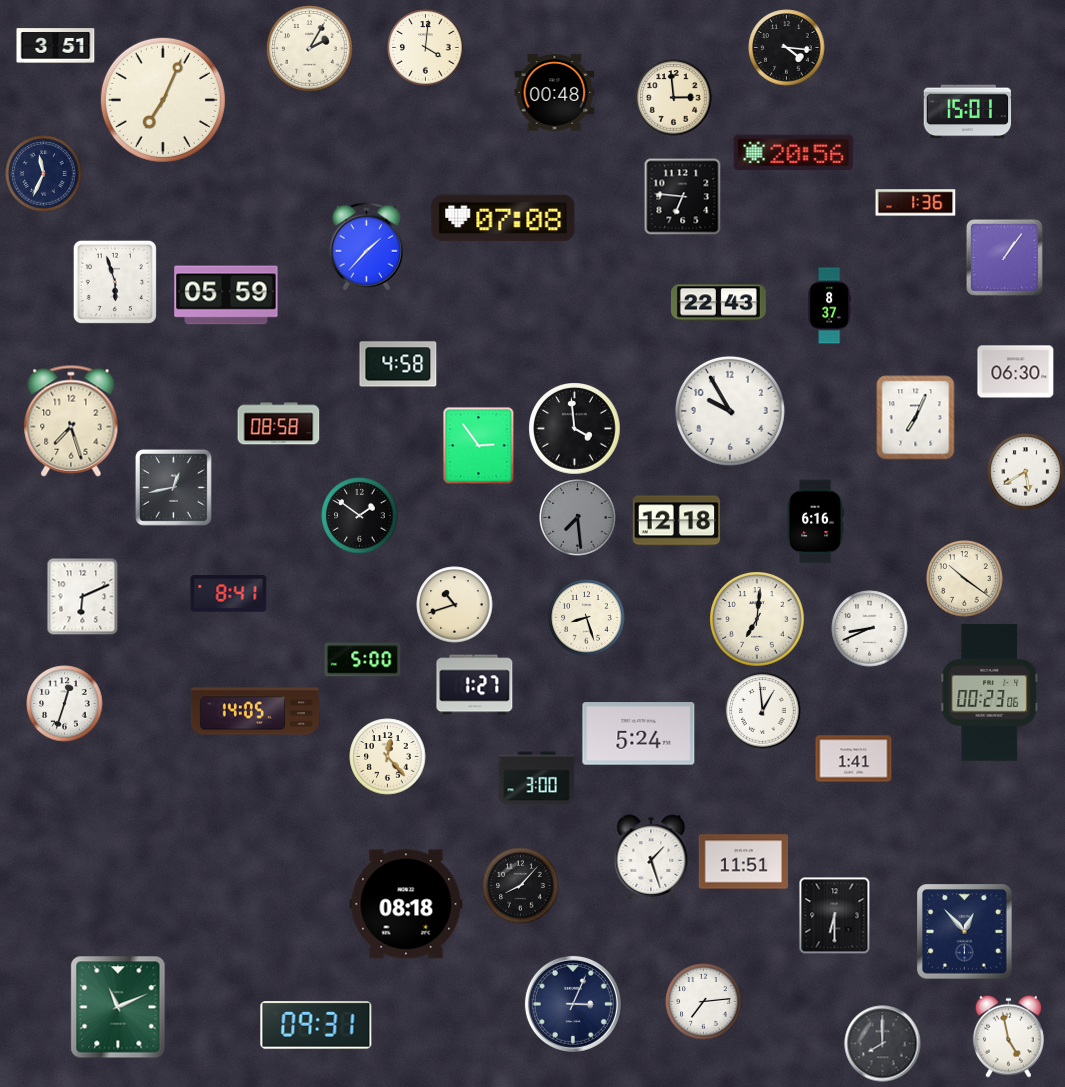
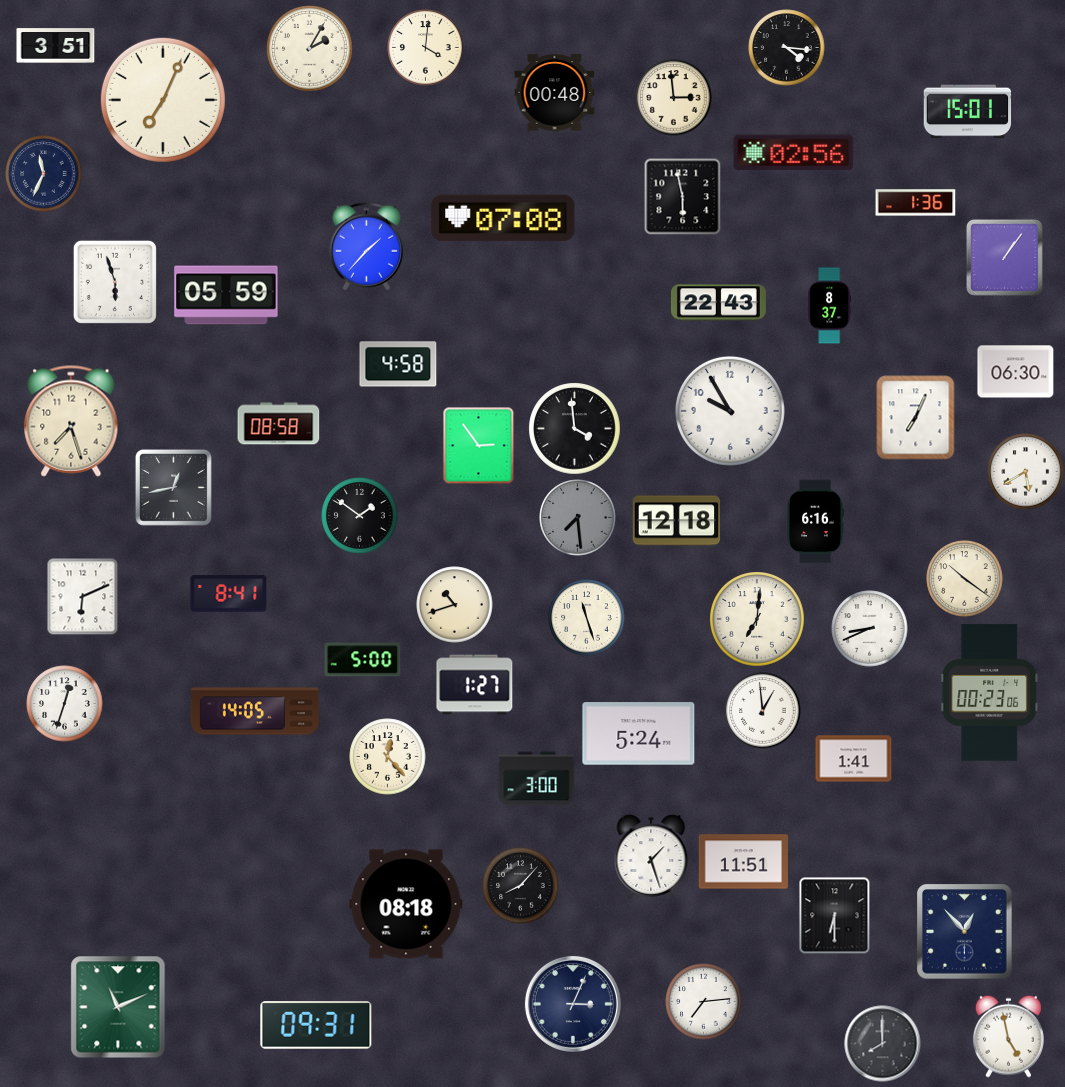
clock at (794, 153): 20:56 -> 02:56
clock at (682, 196): 6:46 -> 5:58
clock at (587, 618): 8:27 -> 11:27
